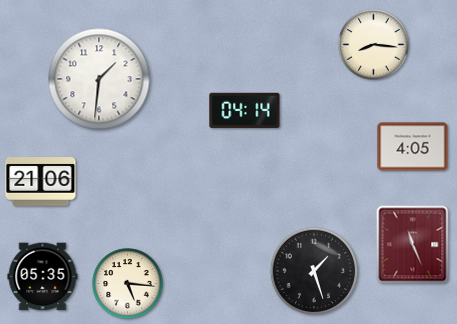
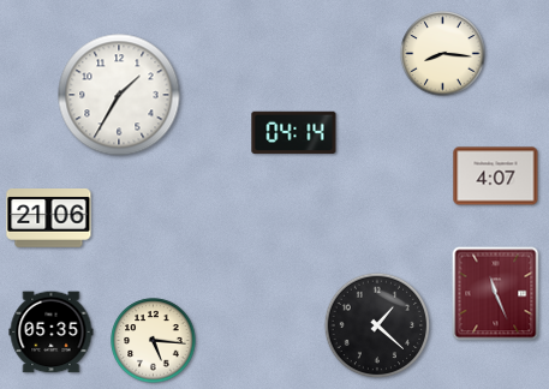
clock at (374, 45) position: (374, 45) -> (443, 54)
clock at (99, 79): 1:31 -> 1:35
clock at (413, 147): 4:05 -> 4:07
clock at (314, 271): 1:27 -> 1:22
